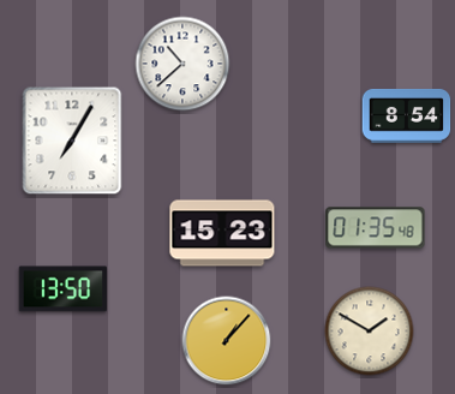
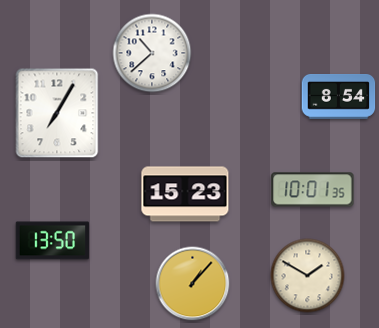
clock at (72, 141) position: (72, 141) -> (57, 113)
clock at (376, 228): 01:35 -> 10:01
clock at (227, 341) position: (227, 341) -> (193, 284)
